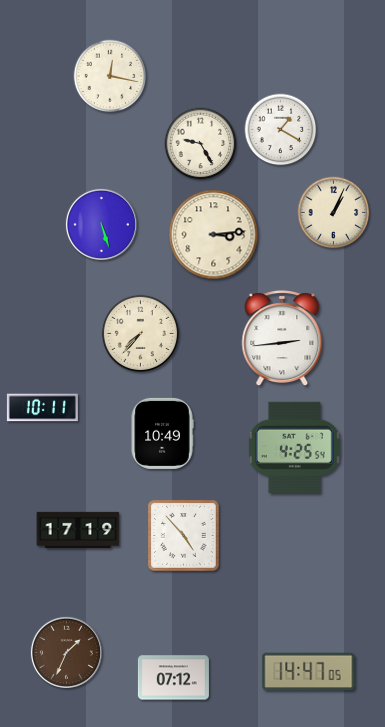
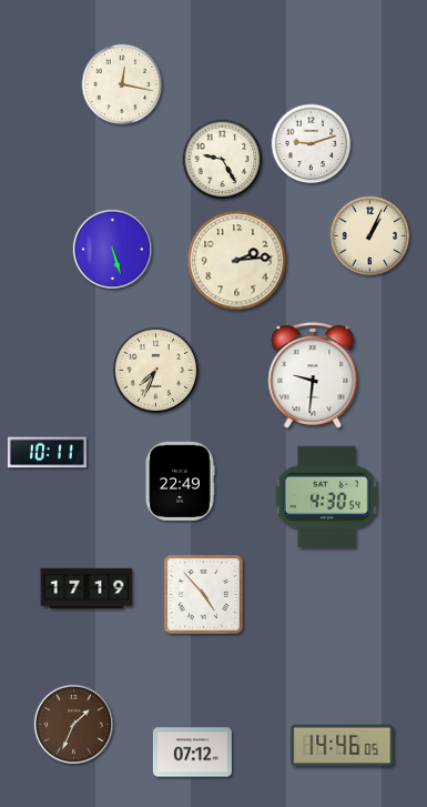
clock at (281, 130): 1:20 -> 9:12
clock at (214, 235): 3:14 -> 2:14
clock at (140, 333): 7:37 -> 7:34
clock at (282, 338): 2:44 -> 9:31
clock at (162, 433): 10:49 -> 22:49
clock at (294, 447): 4:25 -> 4:30
clock at (309, 672): 14:47 -> 14:46
